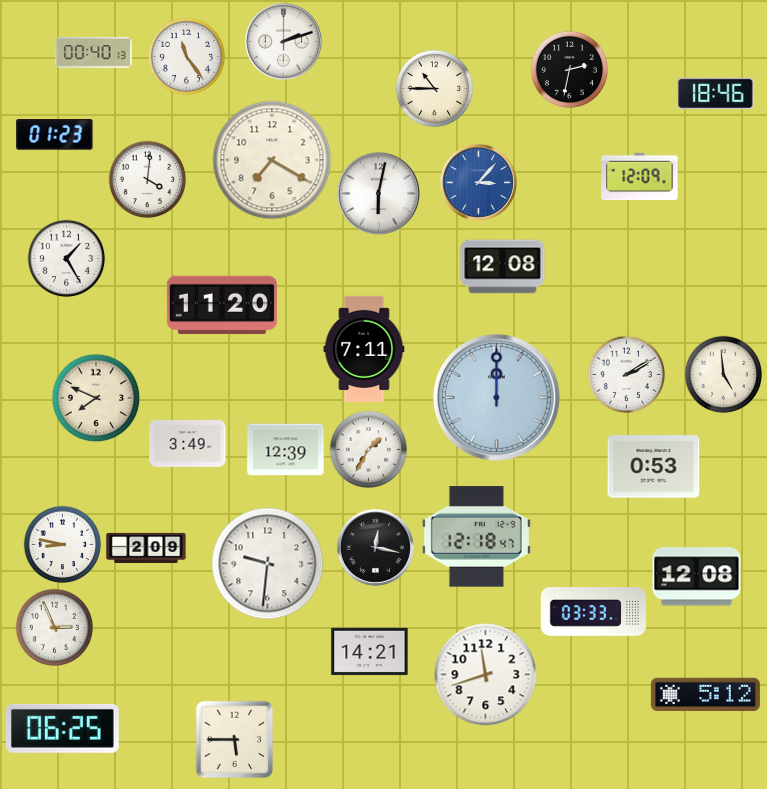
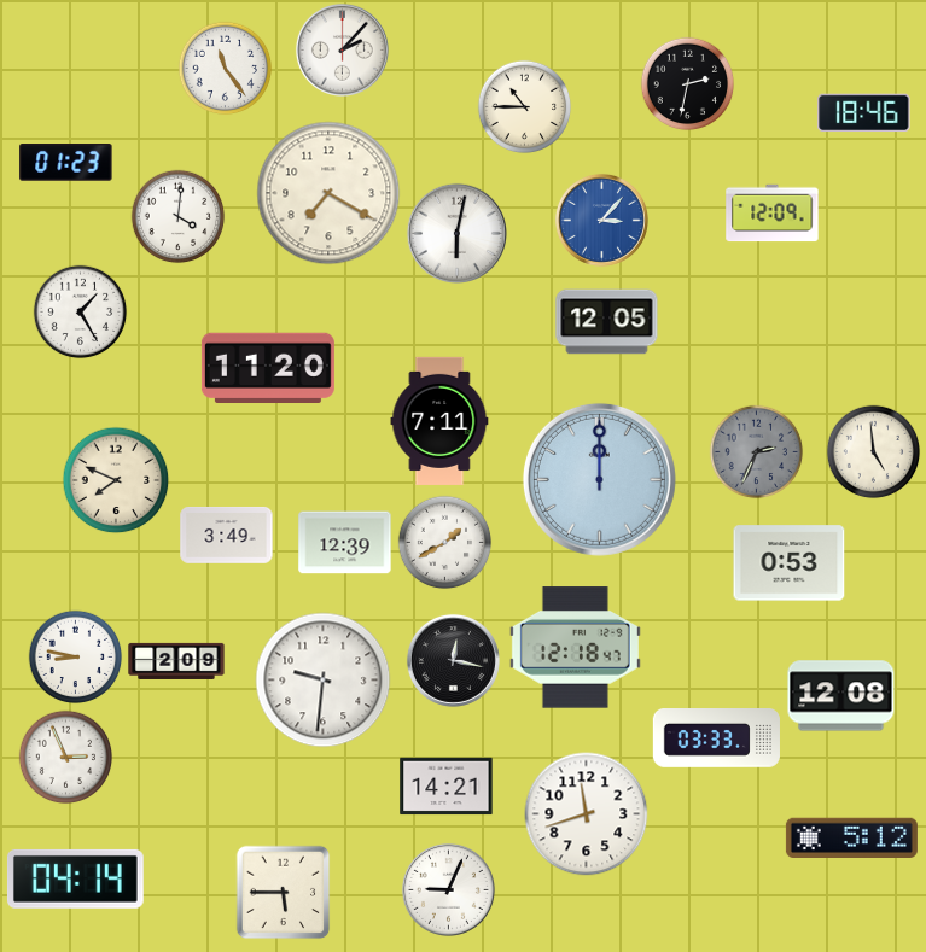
clock at (283, 41): 2:12 -> 2:07
clock at (94, 53): 00:40 -> none
clock at (478, 182) position: (478, 182) -> (601, 220)
clock at (503, 267): 12:08 -> 12:05
clock at (626, 374): 2:10 -> 2:34
clock at (626, 374) dial: white -> grey
clock at (368, 449): 1:35 -> 1:40
clock at (62, 728): 06:25 -> 04:14
clock at (448, 889): none -> 9:04
